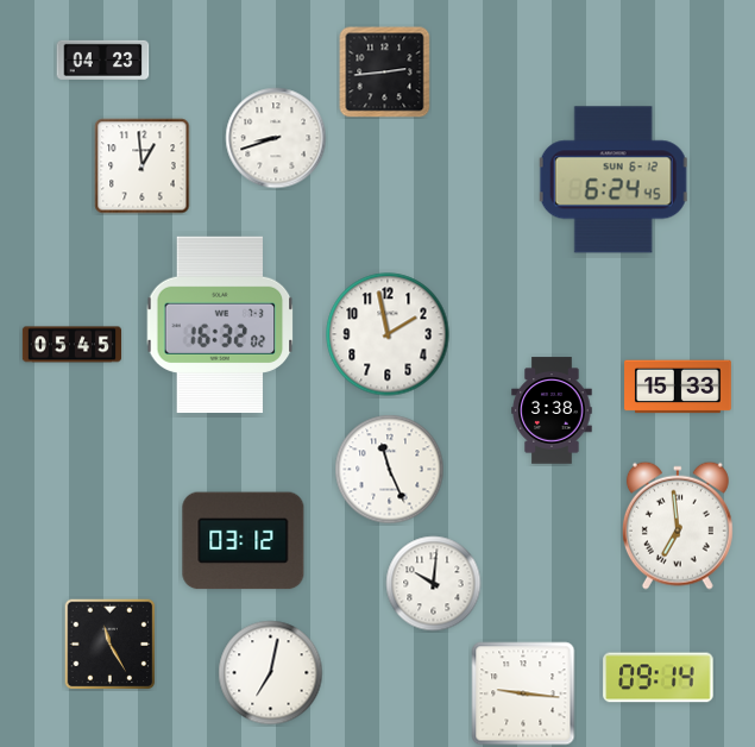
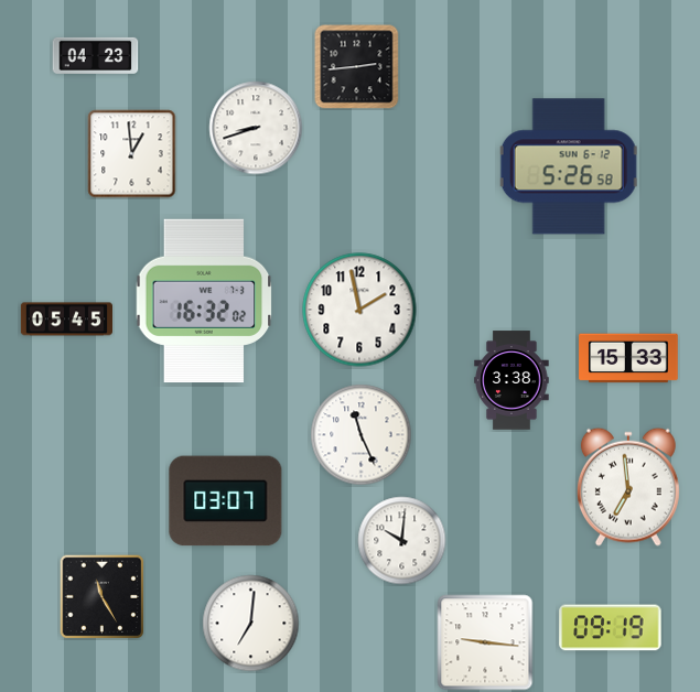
clock at (614, 180): 6:24 -> 5:26
clock at (244, 541): 03:12 -> 03:07
clock at (271, 673): 7:02 -> 7:01
clock at (659, 678): 09:14 -> 09:19
